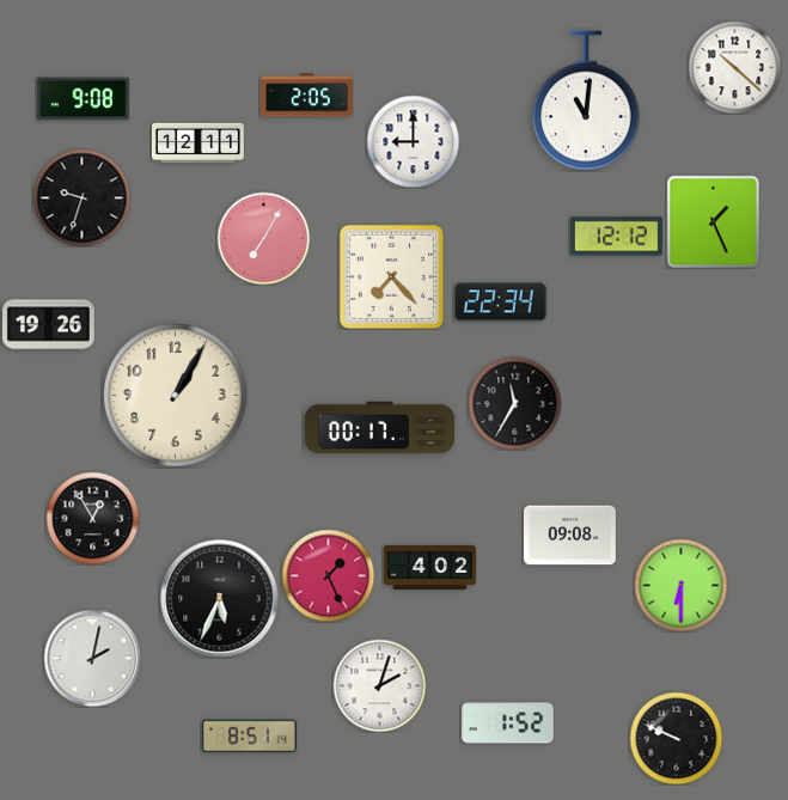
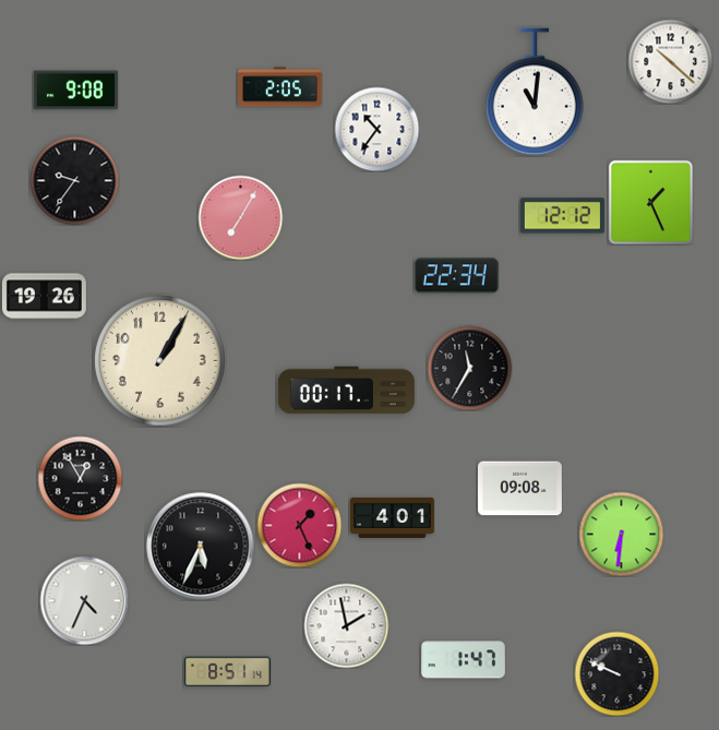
clock at (413, 141): 9:00 -> 10:36
clock at (197, 142): 12:11 -> none
clock at (81, 197): 9:33 -> 9:36
clock at (391, 276): 7:23 -> none
clock at (92, 518) position: (92, 518) -> (80, 478)
clock at (429, 567): 4:02 -> 4:01
clock at (680, 585): 6:30 -> 6:31
clock at (92, 658): 2:02 -> 4:34
clock at (379, 685): 2:03 -> 1:58
clock at (507, 723): 1:52 -> 1:47
